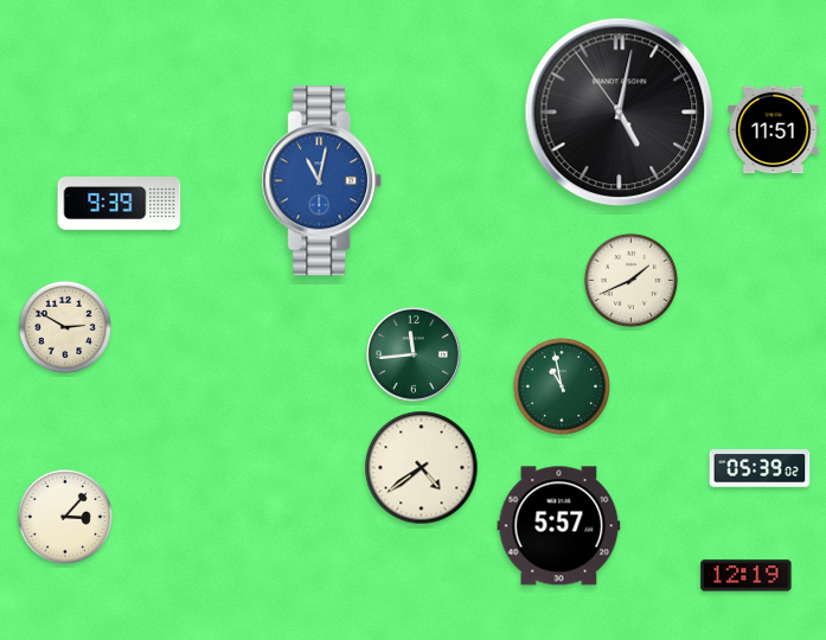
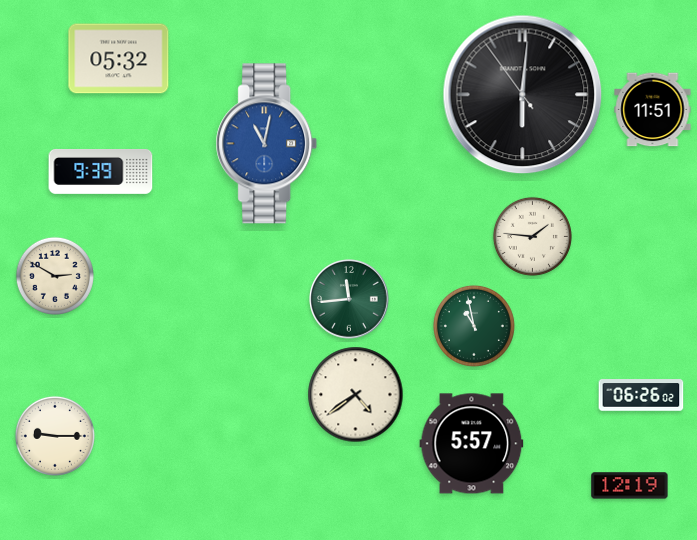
clock at (119, 59): none -> 05:32
clock at (620, 113): 5:01 -> 6:00
clock at (322, 181) position: (322, 181) -> (267, 144)
clock at (630, 280): 1:41 -> 1:46
clock at (760, 468): 05:39 -> 06:26
clock at (65, 517): 3:07 -> 9:15
